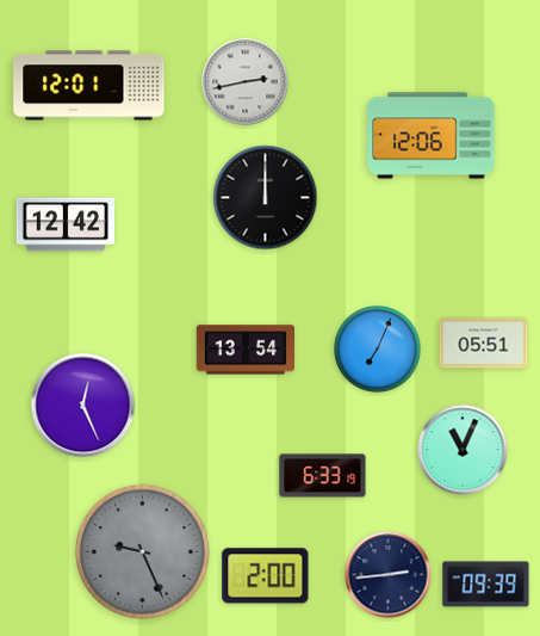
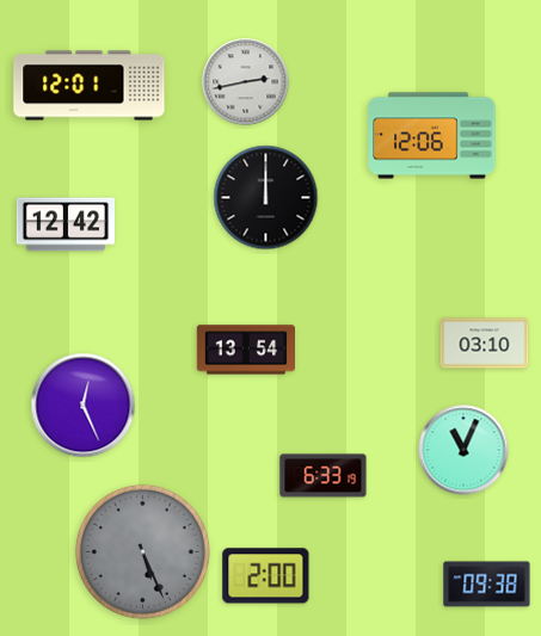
clock at (484, 344): 05:51 -> 03:10
clock at (378, 350): 7:04 -> none
clock at (142, 551): 9:26 -> 5:26
clock at (389, 575): 2:44 -> none
clock at (486, 585): 09:39 -> 09:38
